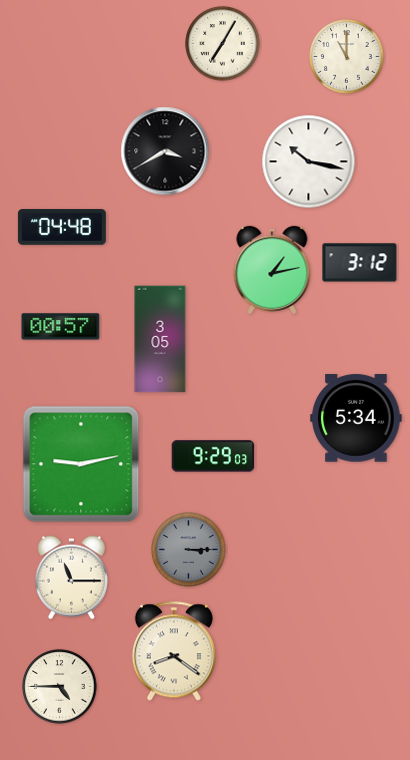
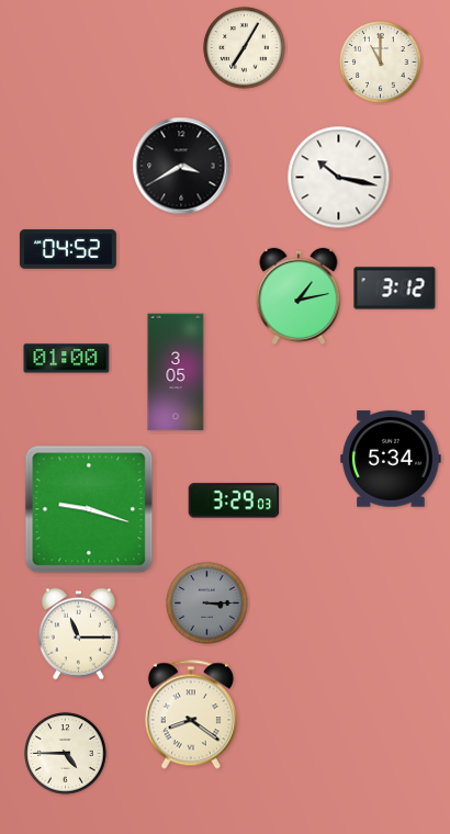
clock at (62, 227): 04:48 -> 04:52
clock at (61, 327): 00:57 -> 01:00
clock at (213, 456): 9:29 -> 3:29
clock at (81, 464): 9:13 -> 9:18
